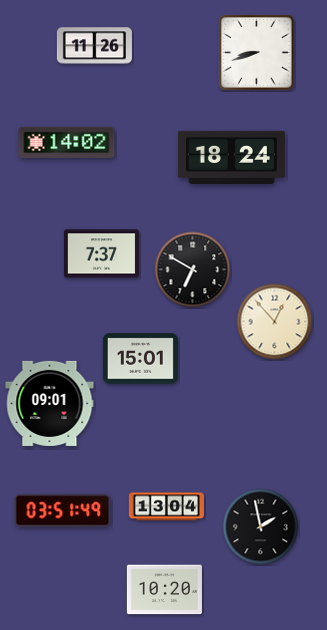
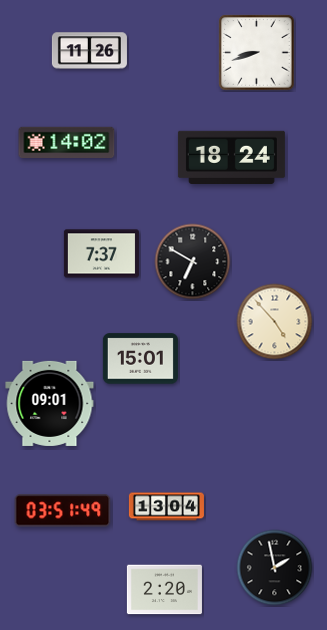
clock at (94, 46) position: (94, 46) -> (89, 51)
clock at (193, 270) position: (193, 270) -> (193, 262)
clock at (275, 322): 12:53 -> 4:53
clock at (261, 527) position: (261, 527) -> (275, 568)
clock at (164, 590): 10:20 -> 2:20
